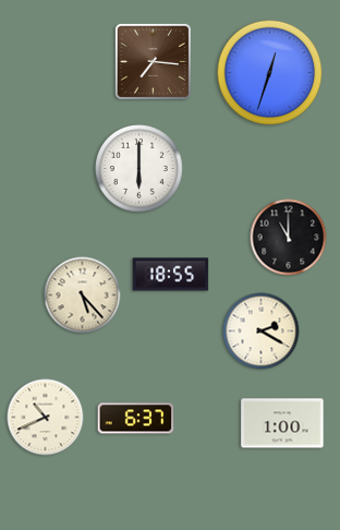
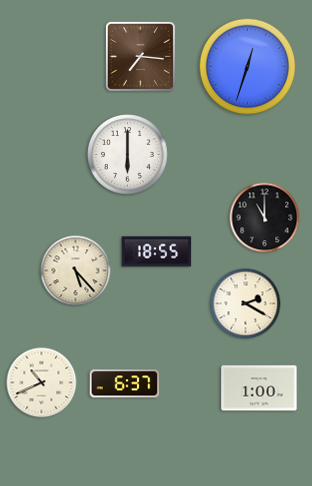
clock at (262, 332) position: (262, 332) -> (246, 304)
